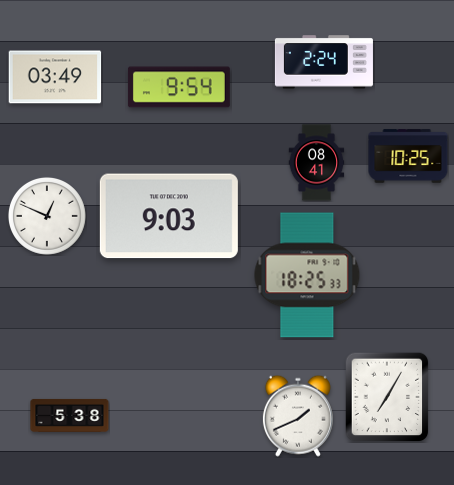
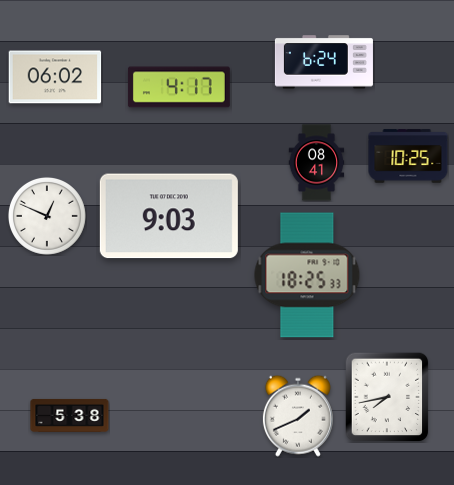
clock at (324, 62): 2:24 -> 6:24
clock at (55, 77): 03:49 -> 06:02
clock at (179, 87): 9:54 -> 4:17
clock at (387, 397): 7:05 -> 7:43
